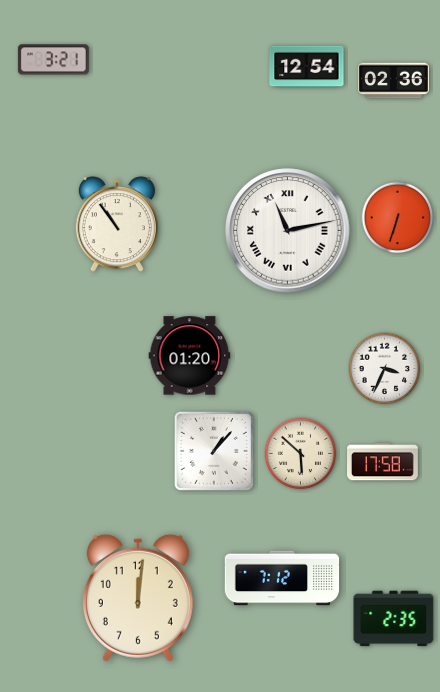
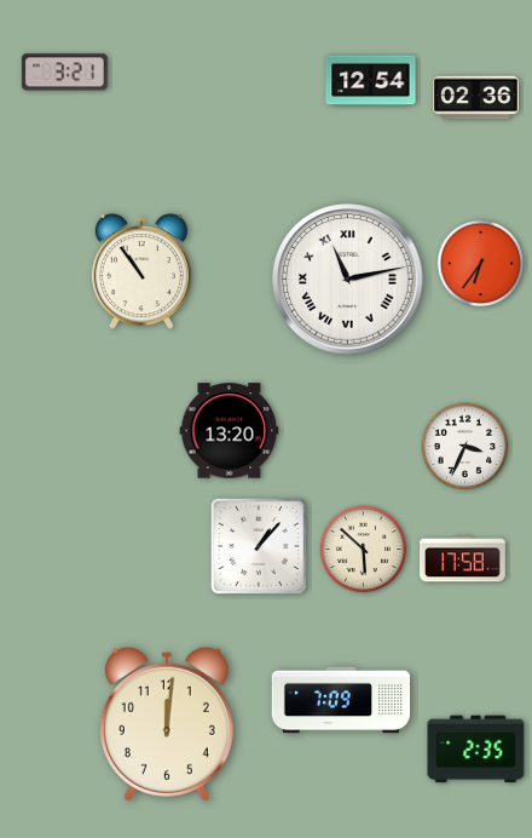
clock at (398, 218): 6:33 -> 6:36
clock at (190, 356): 01:20 -> 13:20
clock at (282, 578): 7:12 -> 7:09
